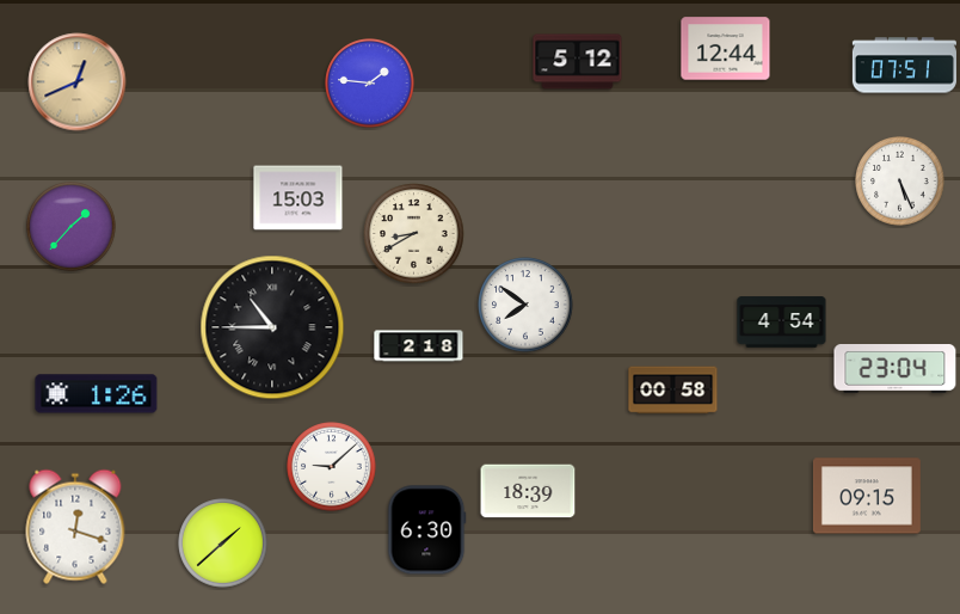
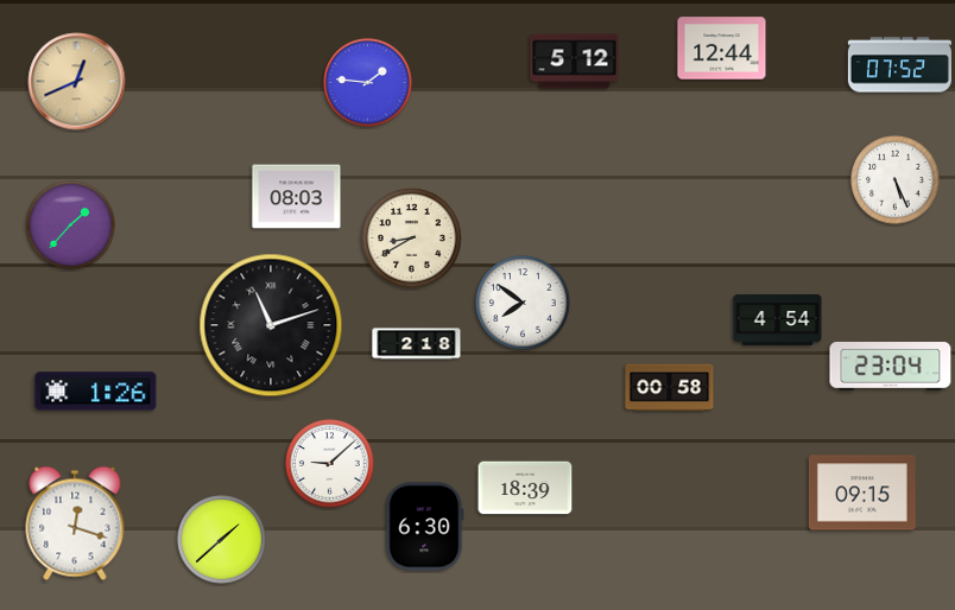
clock at (904, 66): 07:51 -> 07:52
clock at (299, 198): 15:03 -> 08:03
clock at (414, 234) position: (414, 234) -> (412, 239)
clock at (272, 327): 10:45 -> 11:12
